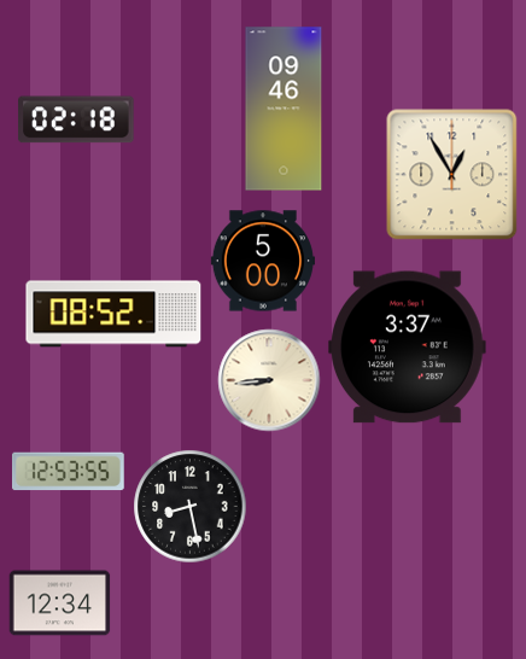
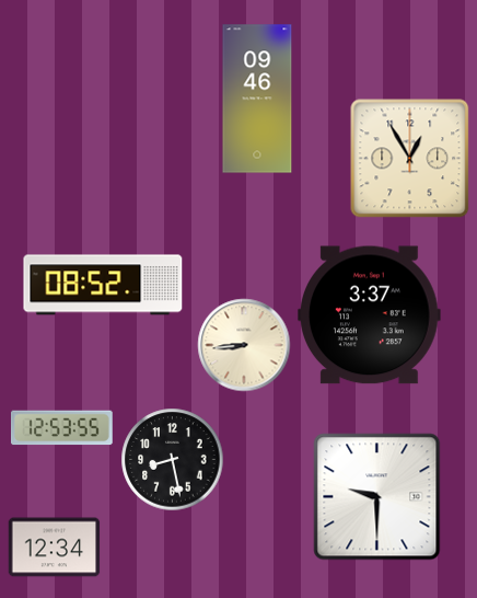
clock at (76, 119): 02:18 -> none
clock at (262, 261): 5:00 -> none
clock at (377, 497): none -> 9:30
